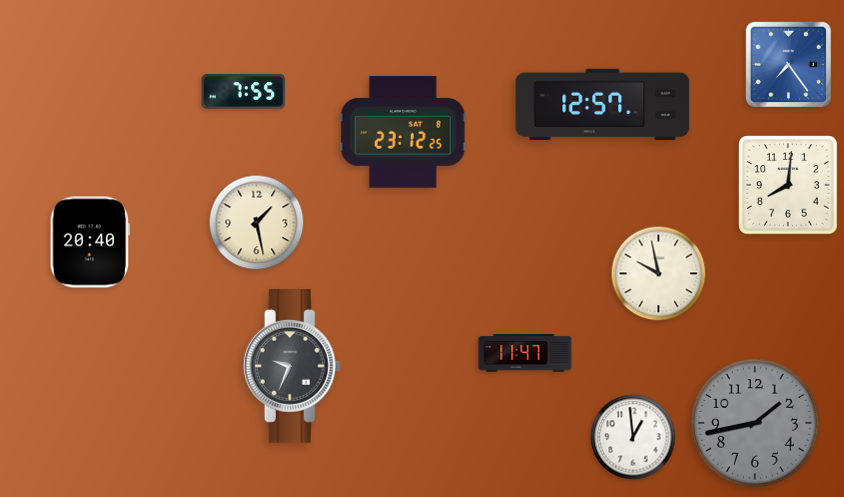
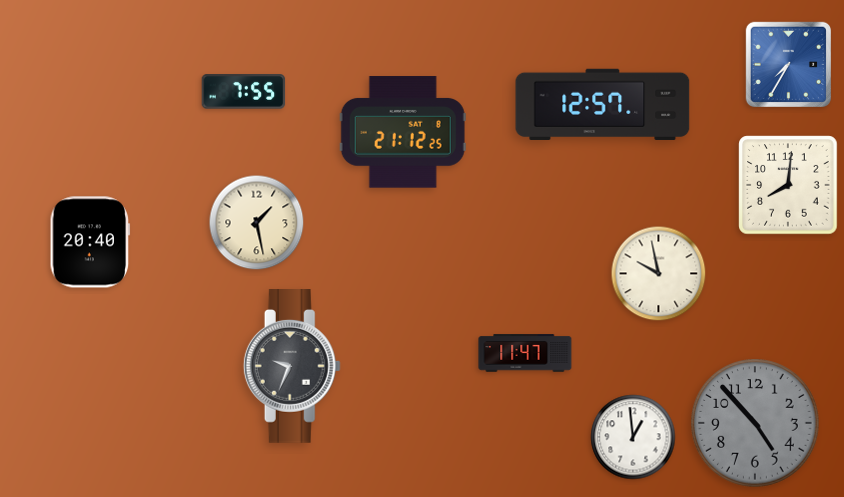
clock at (788, 64): 7:24 -> 7:35
clock at (403, 132): 23:12 -> 21:12
clock at (755, 423): 1:43 -> 4:53
